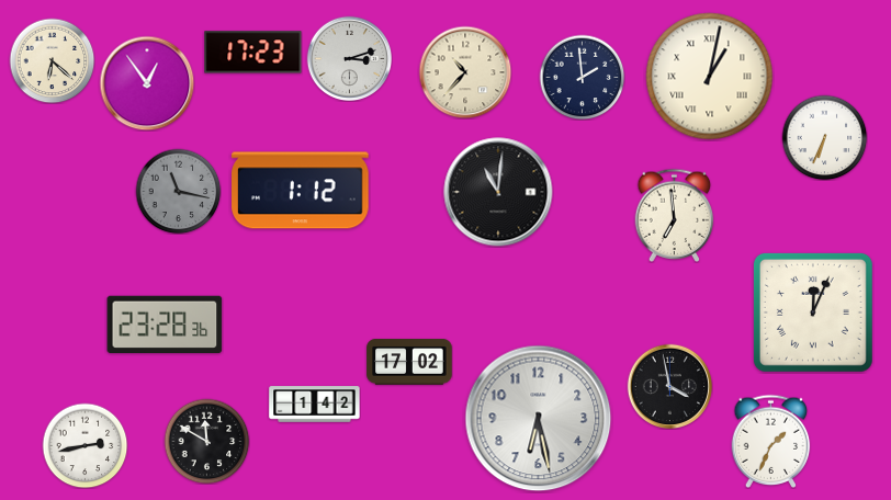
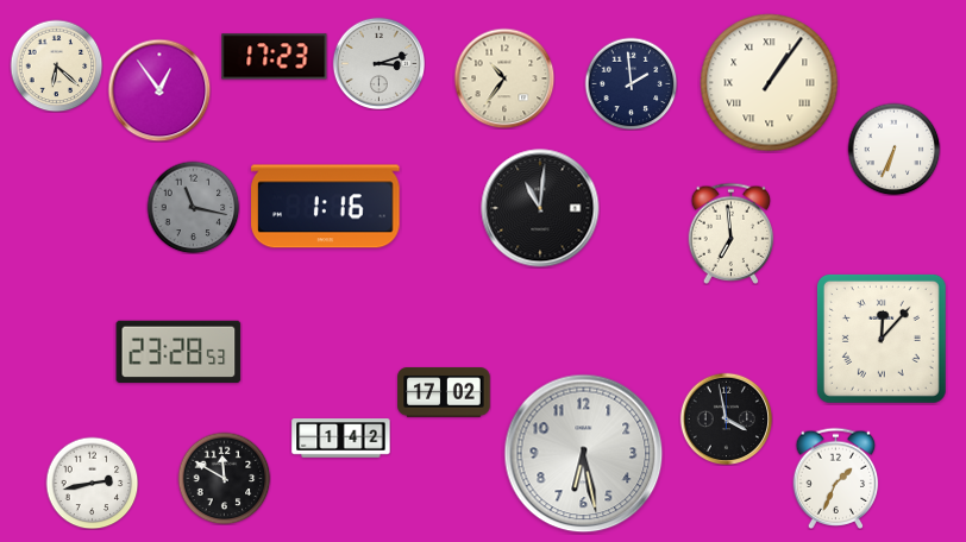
clock at (465, 72): 10:37 -> 10:36
clock at (710, 77): 1:02 -> 1:06
clock at (301, 191): 1:12 -> 1:16
clock at (813, 312): 12:04 -> 12:07
clock at (165, 323): 23:28:36 -> 23:28:53
